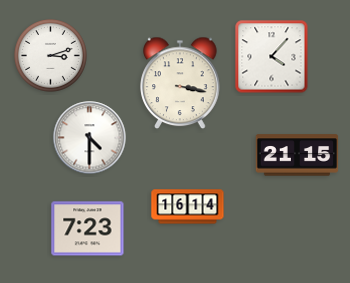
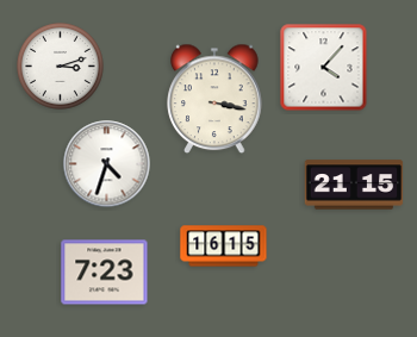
clock at (90, 138): 4:30 -> 4:33
clock at (188, 207): 16:14 -> 16:15
